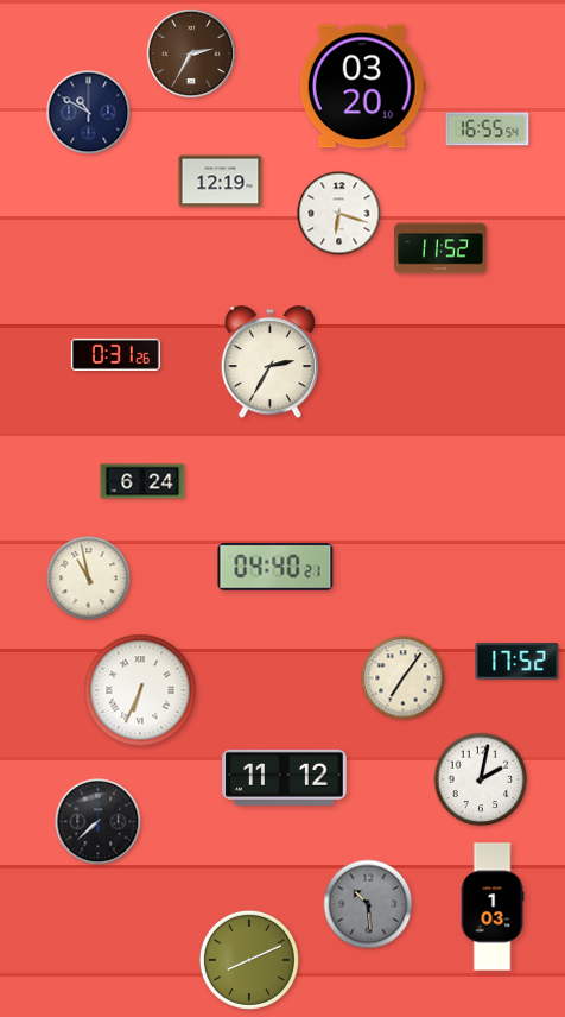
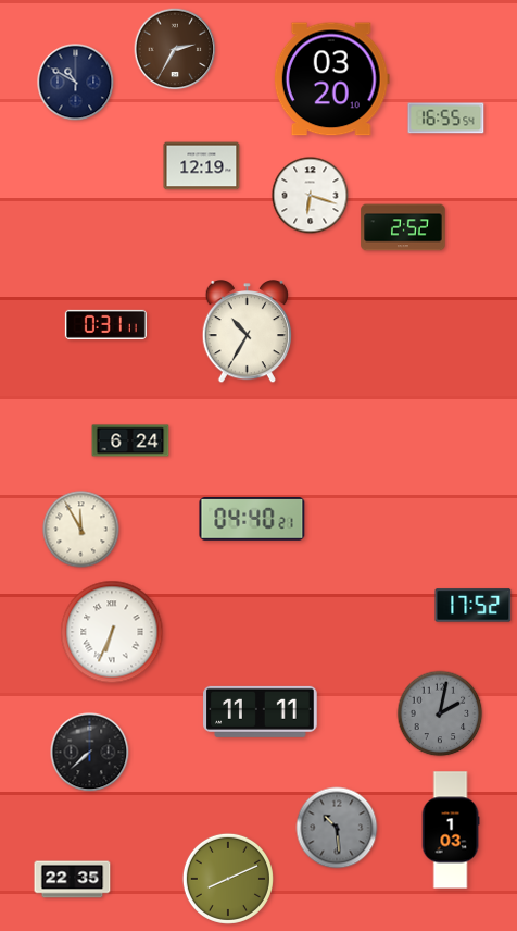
clock at (89, 113) position: (89, 113) -> (76, 83)
clock at (440, 248): 11:52 -> 2:52
clock at (115, 354): 0:31:26 -> 0:31:11
clock at (271, 364): 2:35 -> 10:35
clock at (89, 579): 10:58 -> 11:55
clock at (404, 678): 7:06 -> none
clock at (140, 690) position: (140, 690) -> (112, 632)
clock at (285, 777): 11:12 -> 11:11
clock at (481, 779) dial: white -> grey
clock at (73, 880): none -> 22:35
